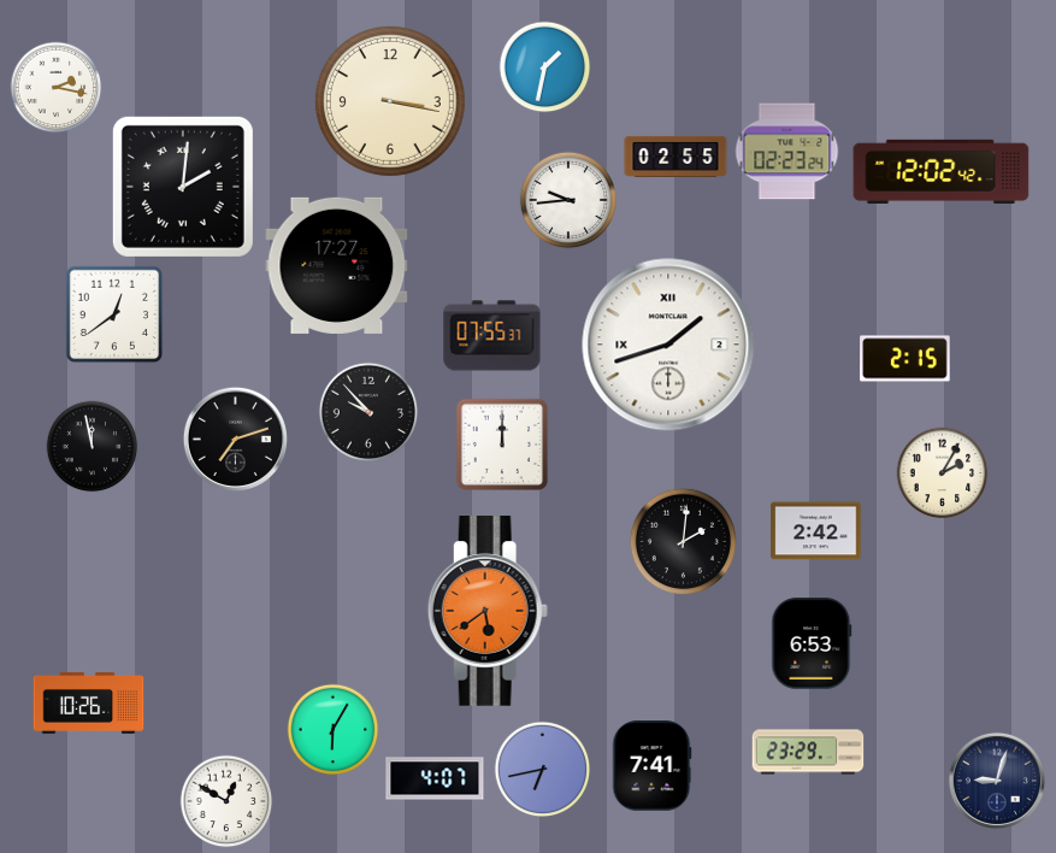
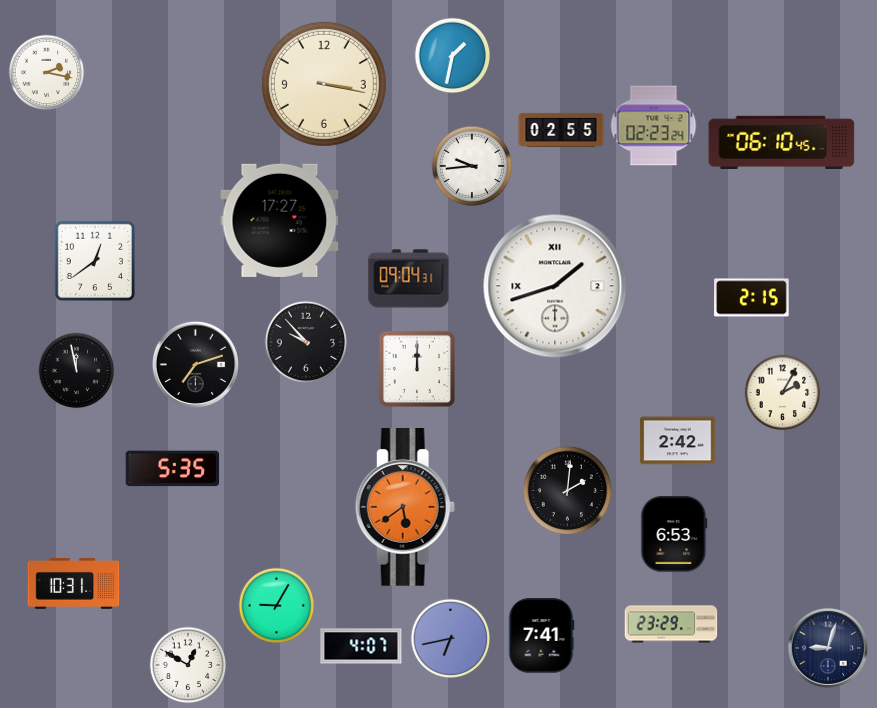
clock at (942, 171): 12:02 -> 06:10
clock at (183, 187): 2:01 -> none
clock at (492, 336): 07:55 -> 09:04
clock at (683, 541) position: (683, 541) -> (567, 490)
clock at (173, 469): none -> 5:35
clock at (89, 704): 10:26 -> 10:31
clock at (334, 730): 6:05 -> 9:05
